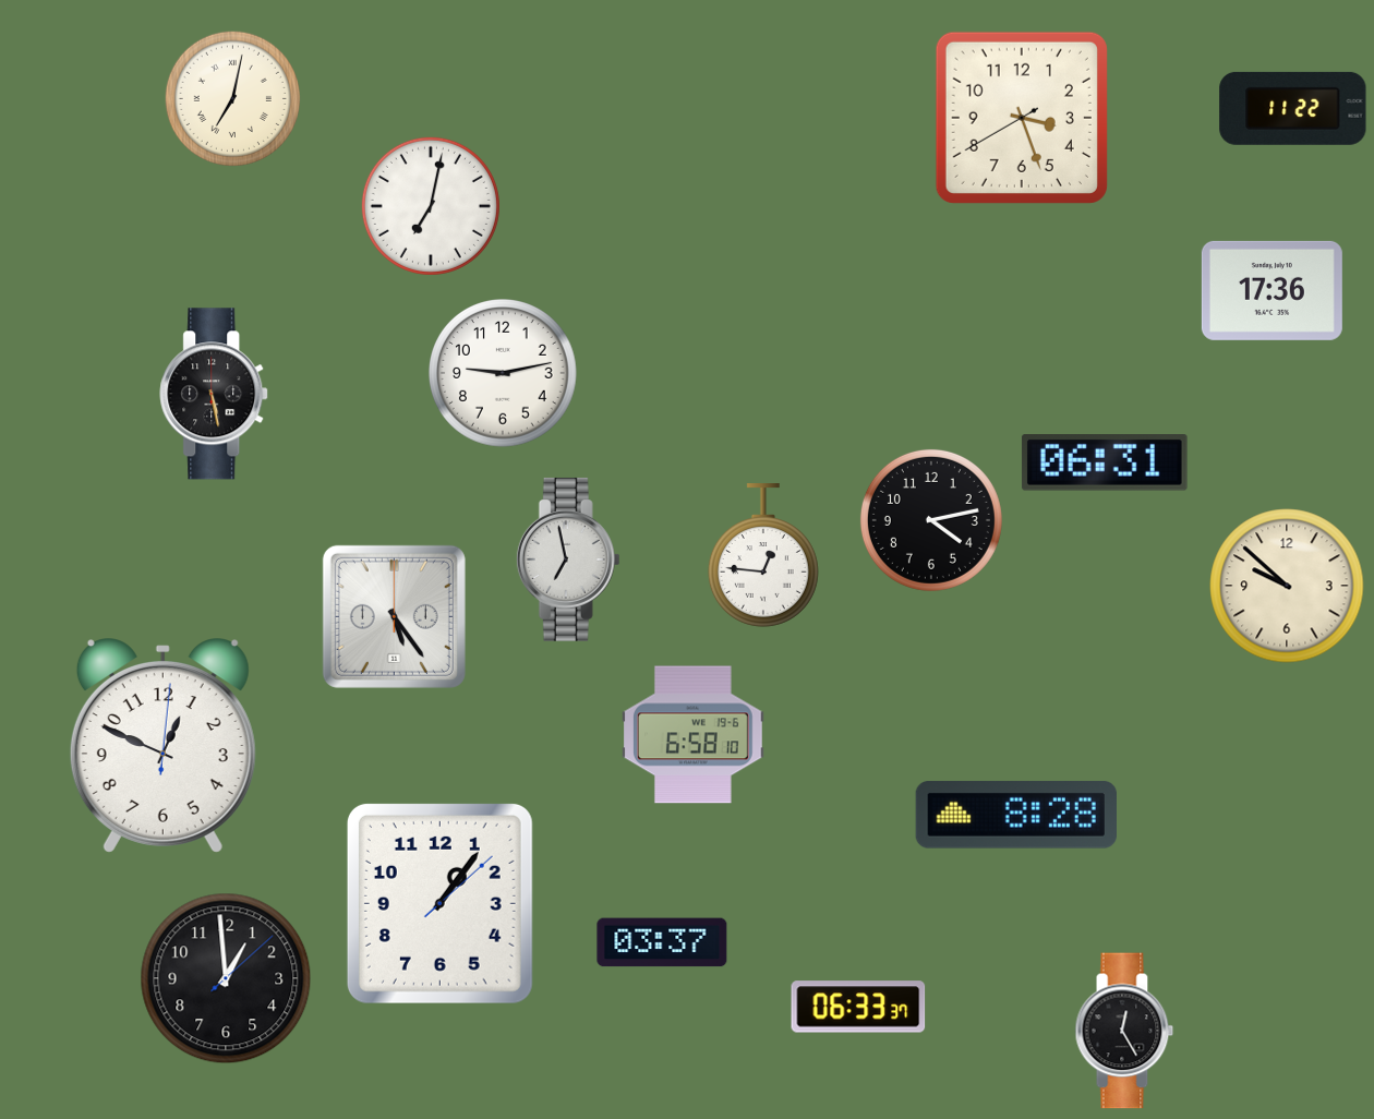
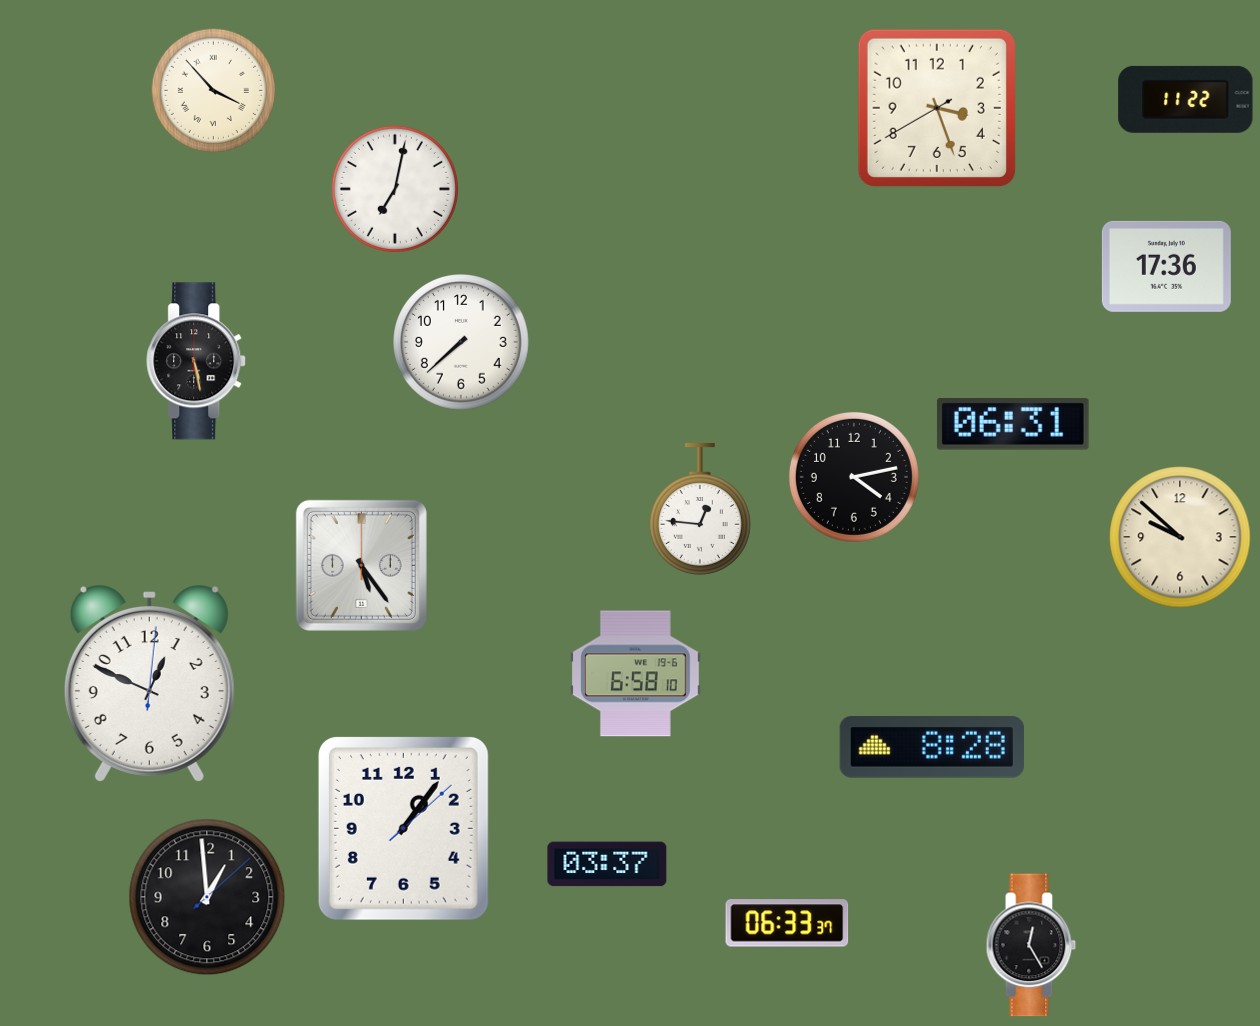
clock at (232, 98): 7:02 -> 3:53
clock at (504, 374): 9:13 -> 7:38
clock at (568, 559): 6:58 -> none
